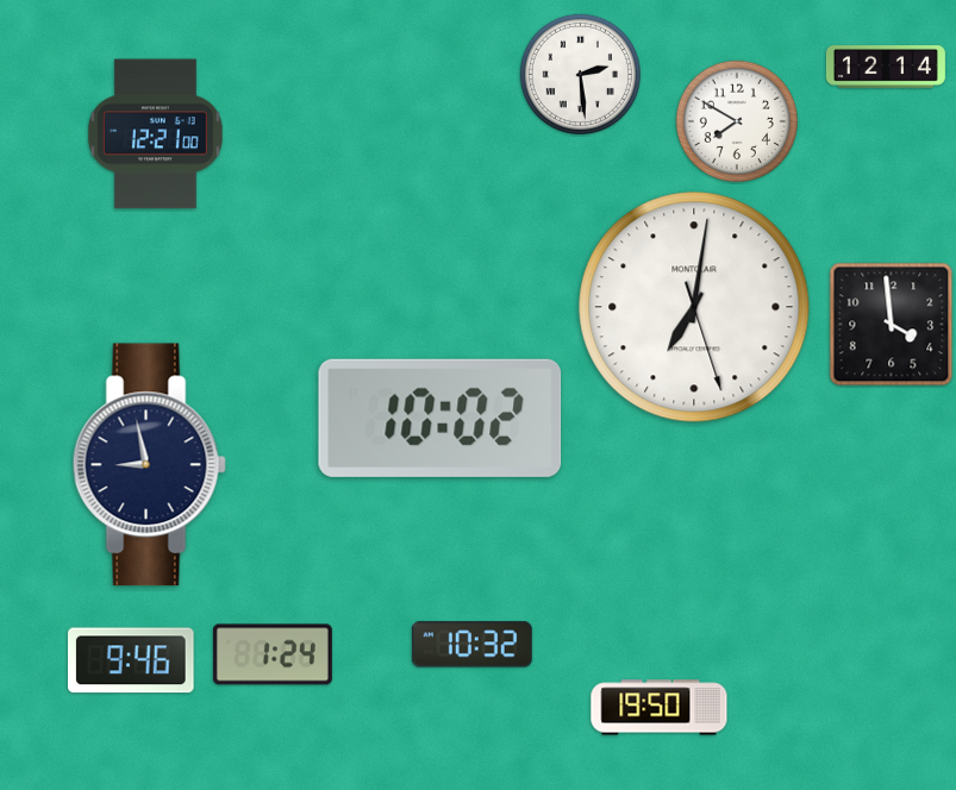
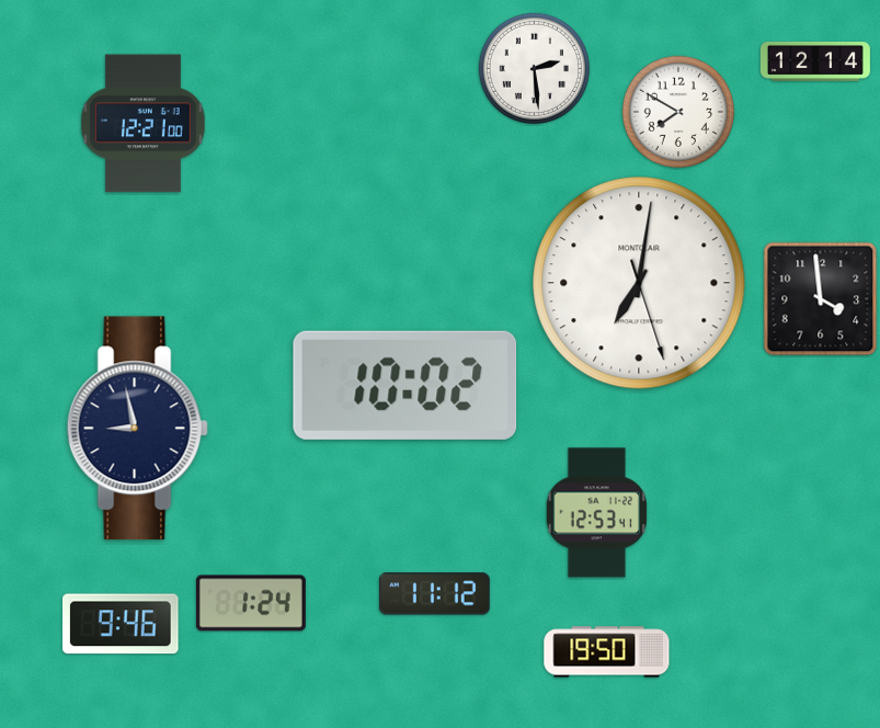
clock at (596, 513): none -> 12:53
clock at (471, 645): 10:32 -> 11:12
clock at (132, 660) position: (132, 660) -> (122, 624)
